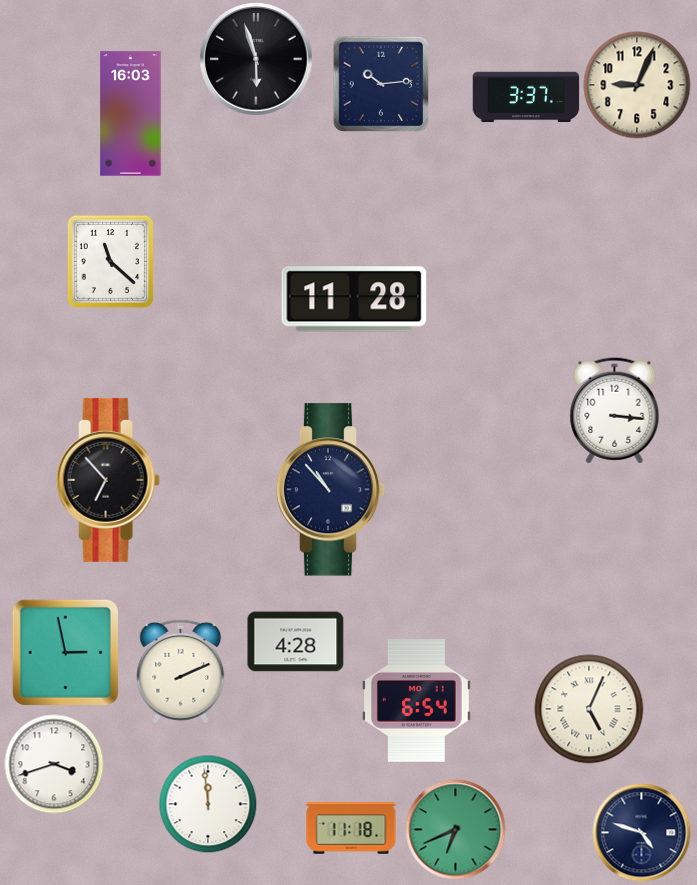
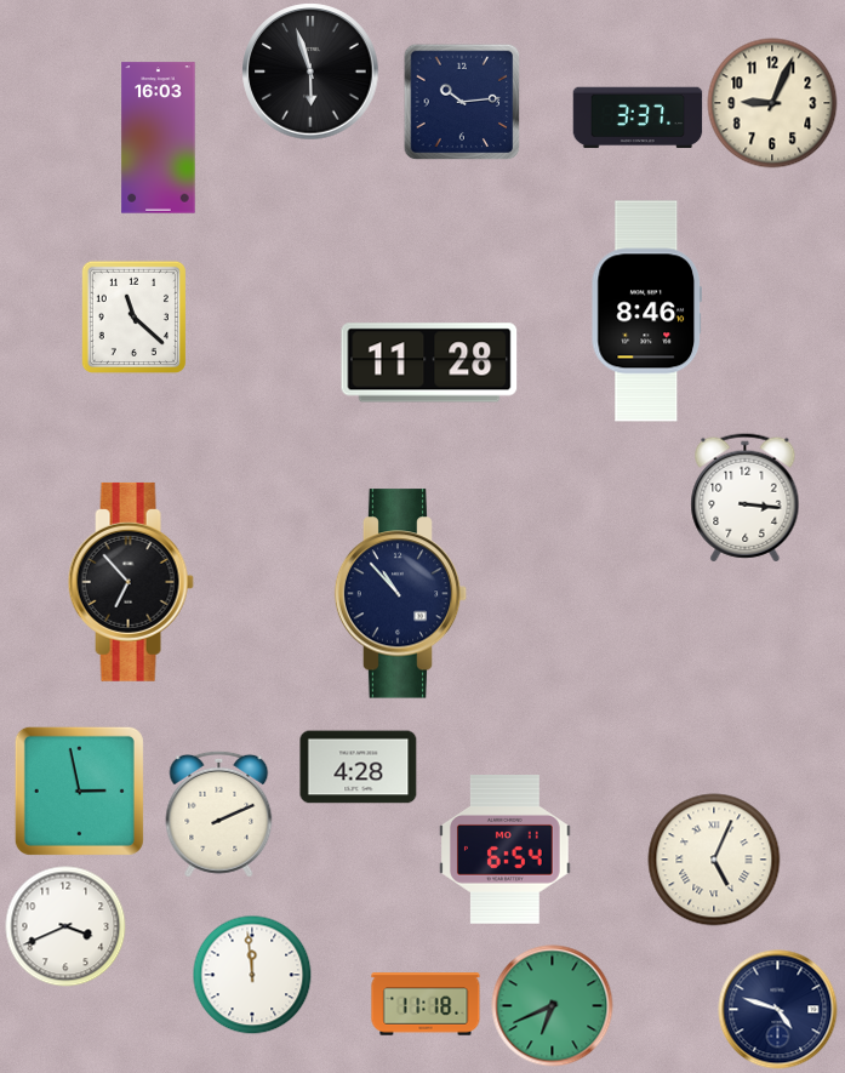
clock at (646, 312): none -> 8:46
clock at (296, 642) position: (296, 642) -> (359, 767)
clock at (54, 764): 3:42 -> 3:41
